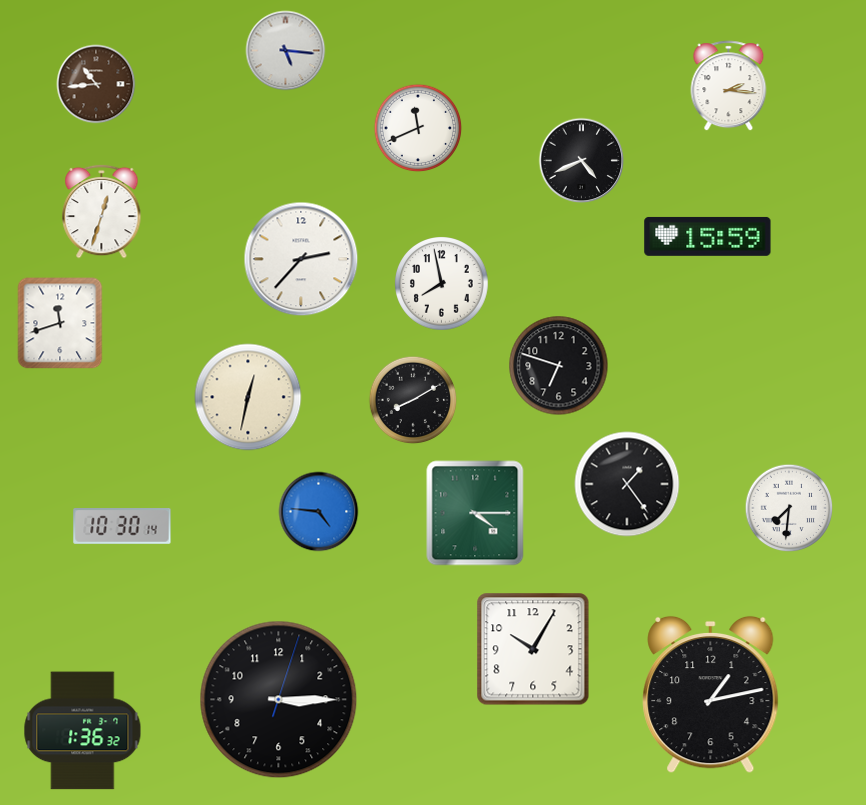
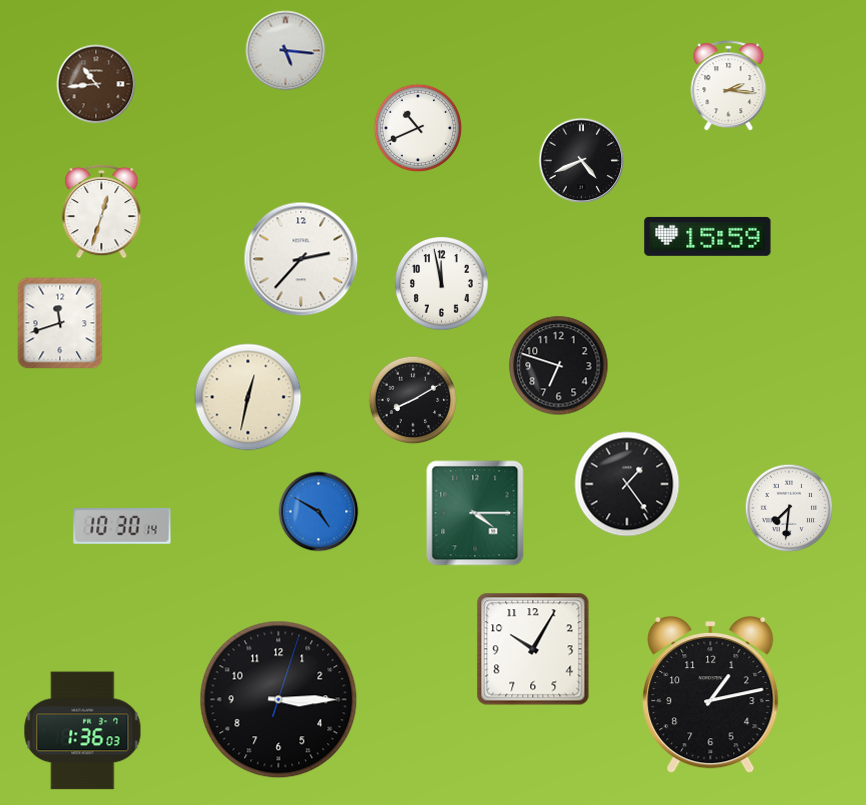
clock at (418, 128): 11:41 -> 10:41
clock at (442, 284): 7:58 -> 11:58
clock at (319, 512): 4:46 -> 4:50
clock at (83, 731): 1:36:32 -> 1:36:03
